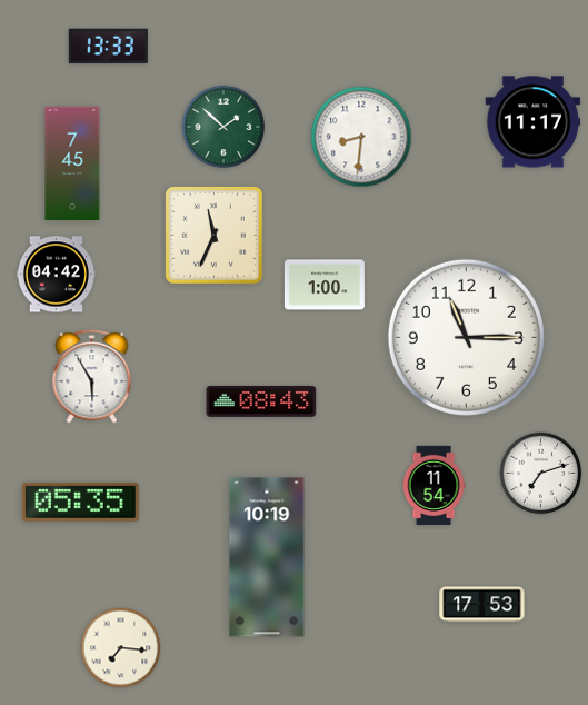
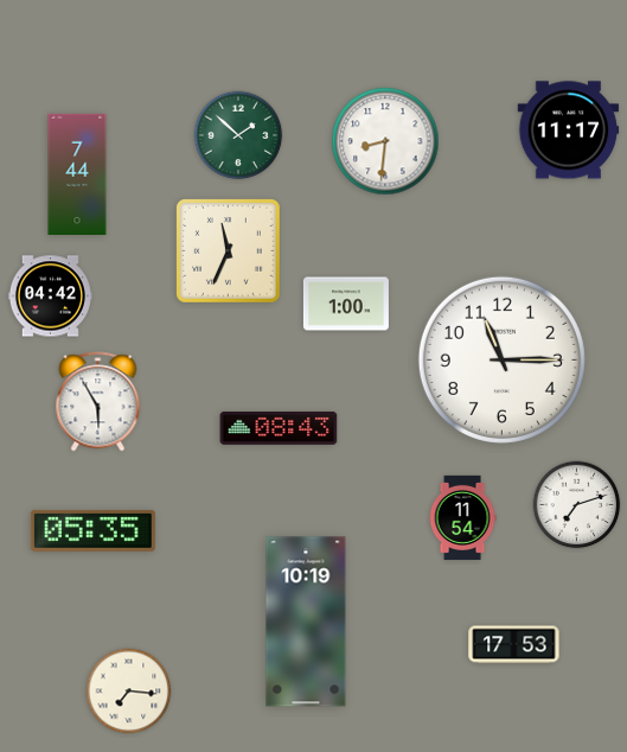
clock at (108, 47): 13:33 -> none
clock at (361, 137) position: (361, 137) -> (385, 141)
clock at (72, 162): 7:45 -> 7:44
clock at (56, 275) position: (56, 275) -> (50, 297)
clock at (466, 337) position: (466, 337) -> (501, 359)
clock at (80, 502) position: (80, 502) -> (92, 530)
clock at (267, 557) position: (267, 557) -> (306, 622)
